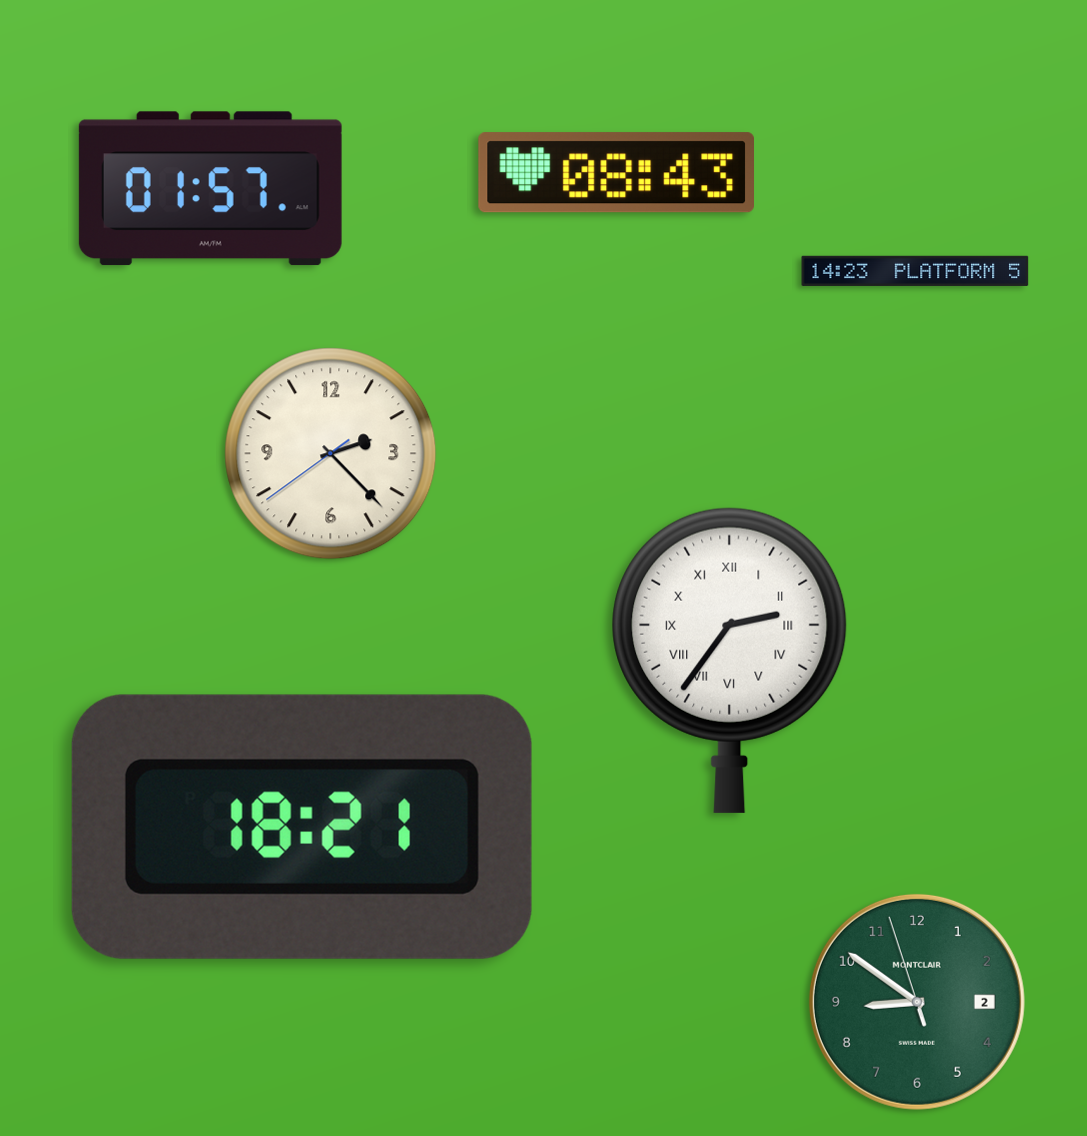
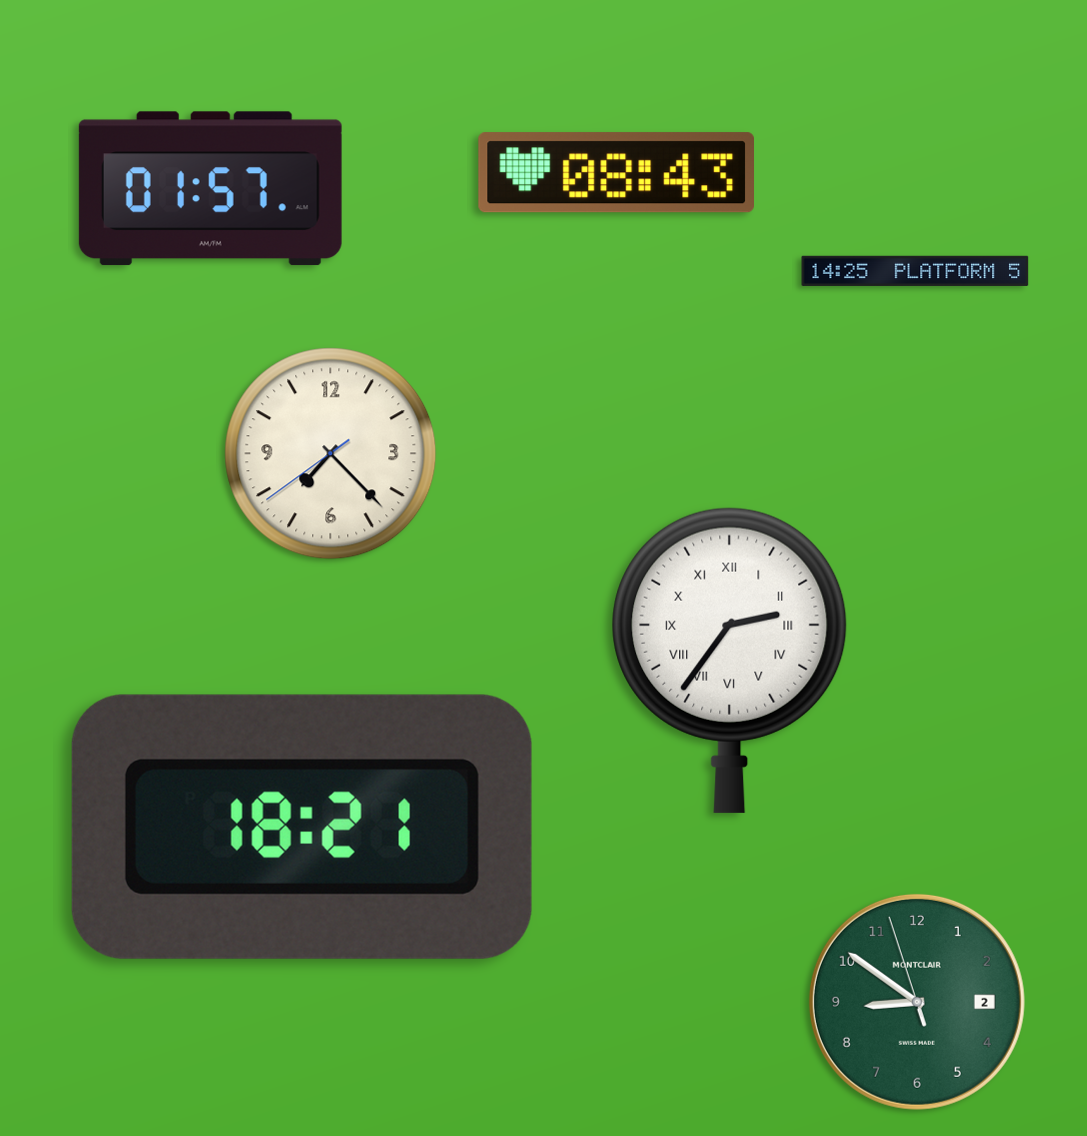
clock at (915, 271): 14:23 -> 14:25
clock at (331, 454): 2:22 -> 7:22
